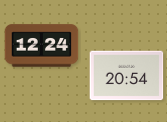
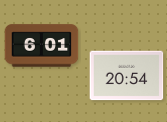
clock at (42, 46): 12:24 -> 6:01
